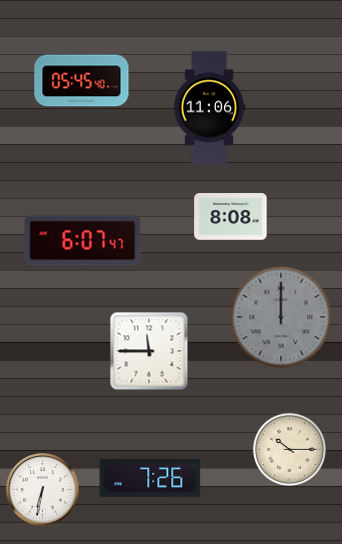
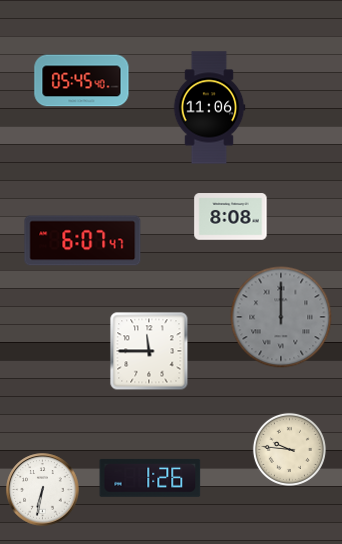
clock at (289, 449): 10:15 -> 9:46
clock at (150, 478): 7:26 -> 1:26
